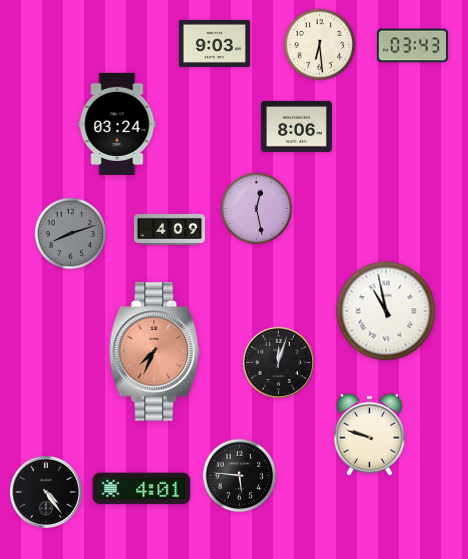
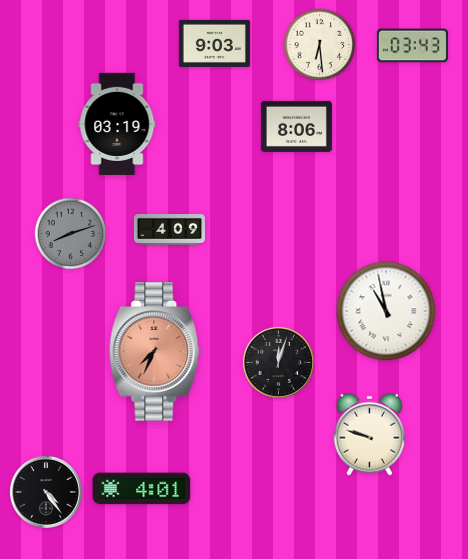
clock at (117, 124): 03:24 -> 03:19
clock at (257, 209): 12:28 -> none
clock at (240, 476): 5:46 -> none
